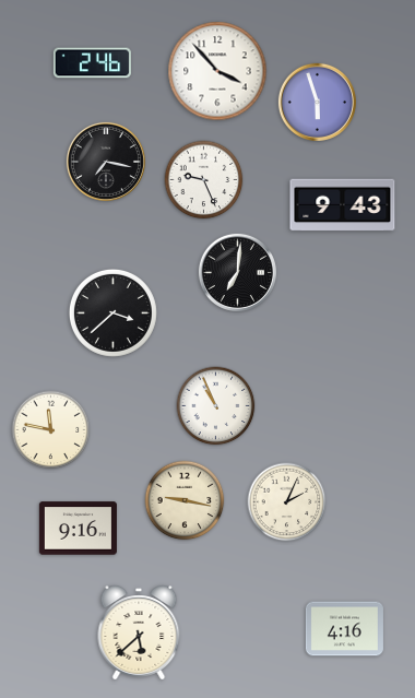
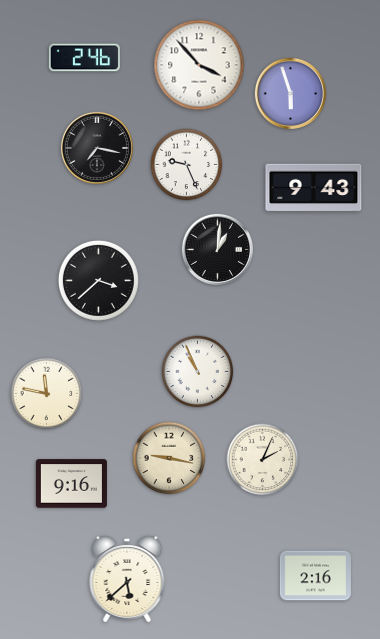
clock at (237, 272): 7:01 -> 1:01
clock at (112, 312) position: (112, 312) -> (98, 280)
clock at (344, 629): 4:16 -> 2:16
